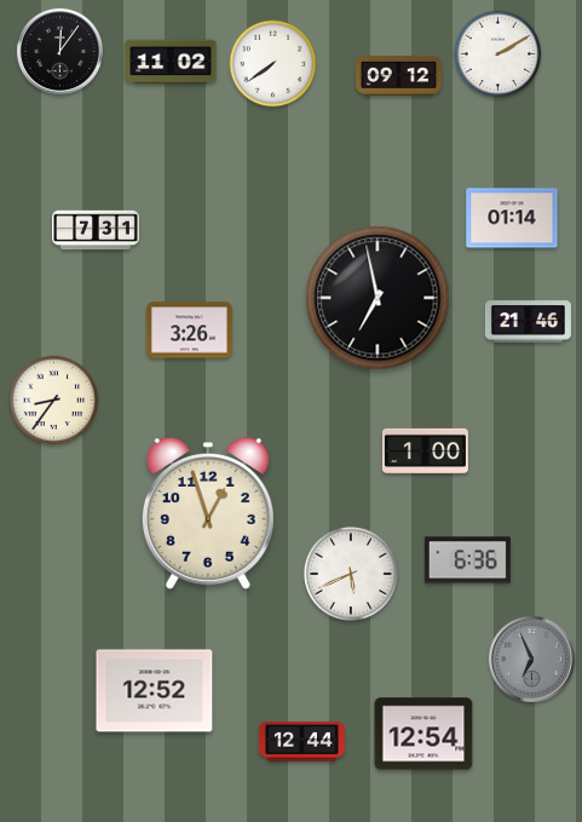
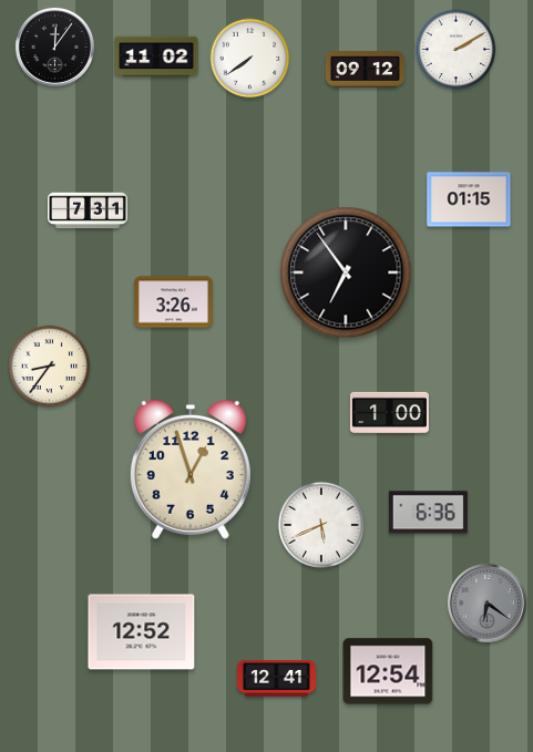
clock at (512, 218): 01:14 -> 01:15
clock at (378, 298): 6:58 -> 6:54
clock at (528, 322): 21:46 -> none
clock at (531, 659): 6:56 -> 6:21
clock at (301, 742): 12:44 -> 12:41
